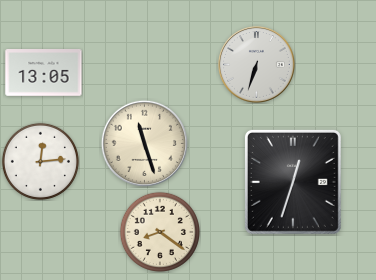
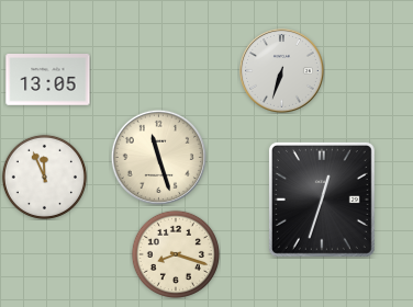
clock at (40, 161): 12:14 -> 11:56
clock at (160, 232): 8:21 -> 8:18
